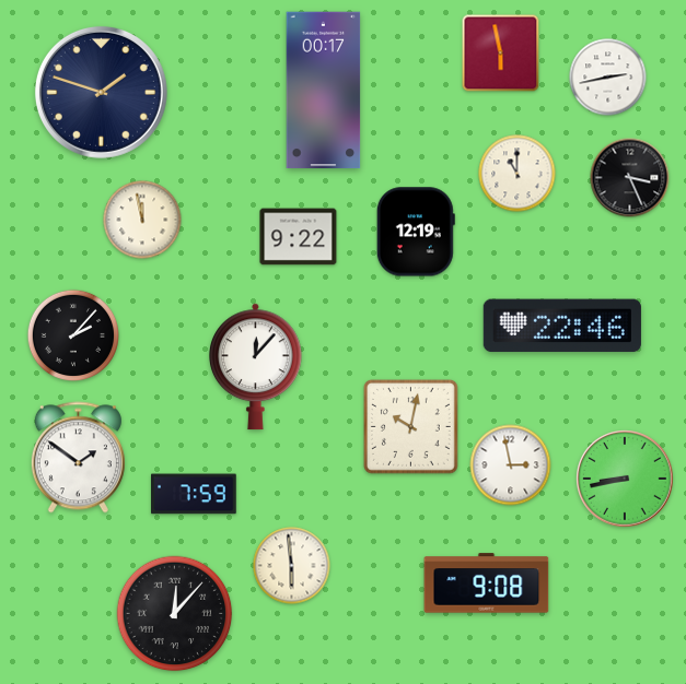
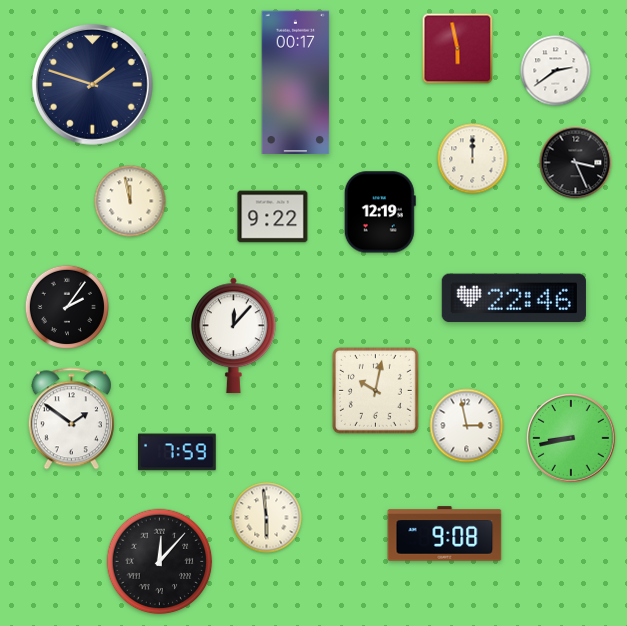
clock at (608, 78): 2:43 -> 2:39
clock at (518, 174): 11:00 -> 12:00
clock at (72, 334): 2:07 -> 2:06
